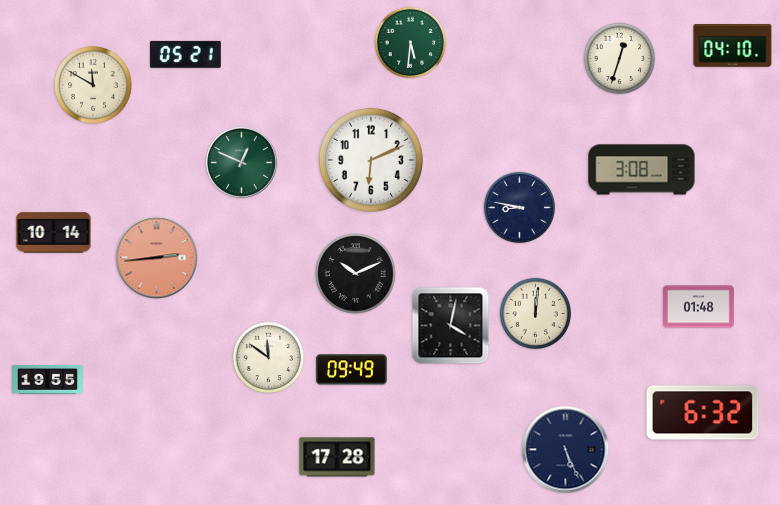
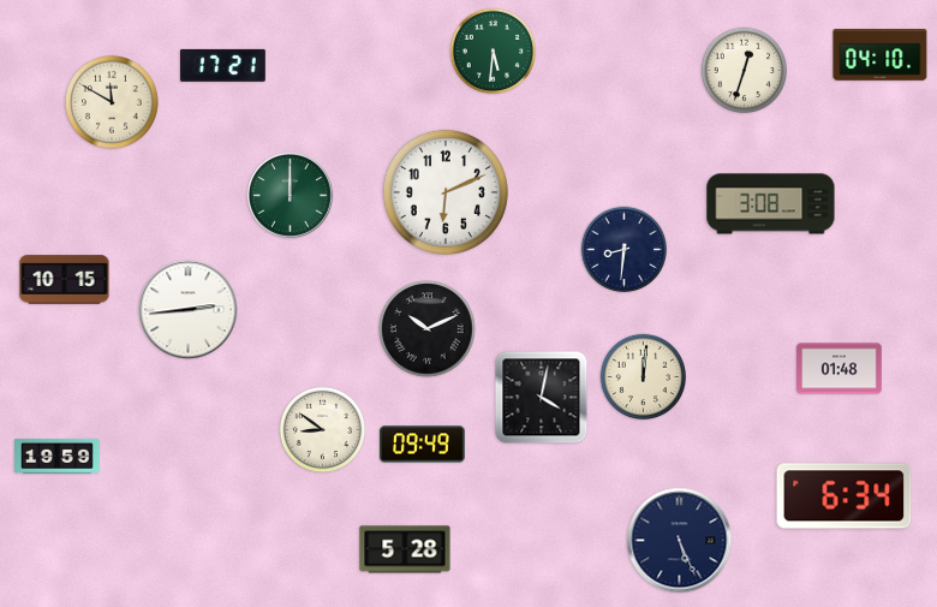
clock at (185, 54): 05:21 -> 17:21
clock at (242, 163): 12:49 -> 12:00
clock at (520, 208): 8:47 -> 8:31
clock at (54, 233): 10:14 -> 10:15
clock at (157, 258) dial: salmon -> white
clock at (451, 326) position: (451, 326) -> (542, 398)
clock at (269, 358): 11:51 -> 8:51
clock at (48, 379): 19:55 -> 19:59
clock at (703, 413): 6:32 -> 6:34
clock at (337, 457): 17:28 -> 5:28
